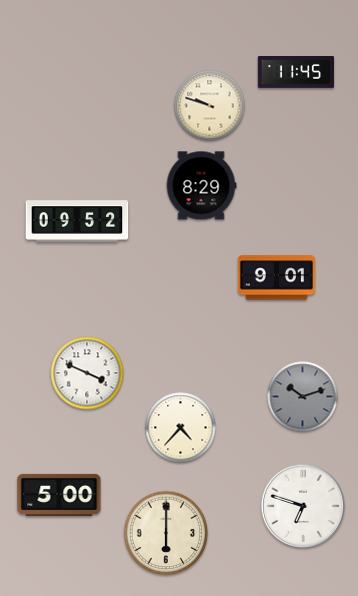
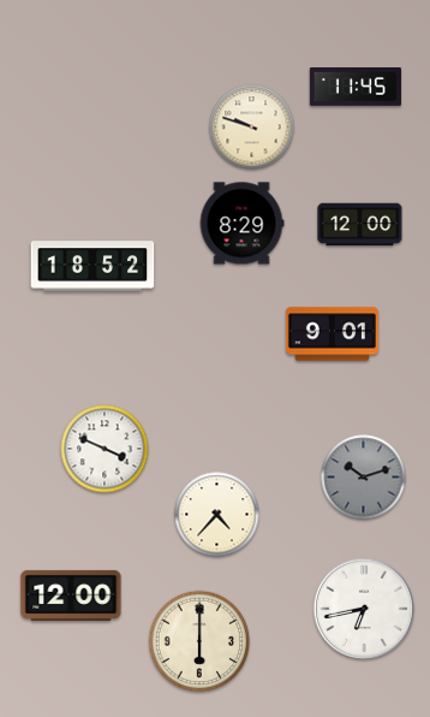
clock at (360, 225): none -> 12:00
clock at (77, 221): 09:52 -> 18:52
clock at (59, 495): 5:00 -> 12:00
clock at (302, 505): 6:48 -> 6:43
